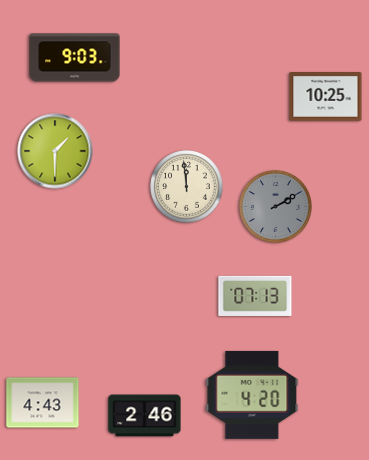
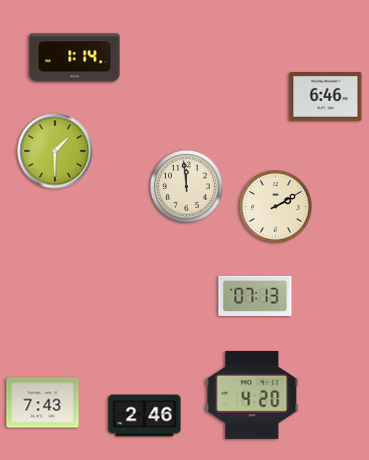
clock at (75, 58): 9:03 -> 1:14
clock at (326, 97): 10:25 -> 6:46
clock at (276, 207) dial: grey -> cream
clock at (43, 403): 4:43 -> 7:43
